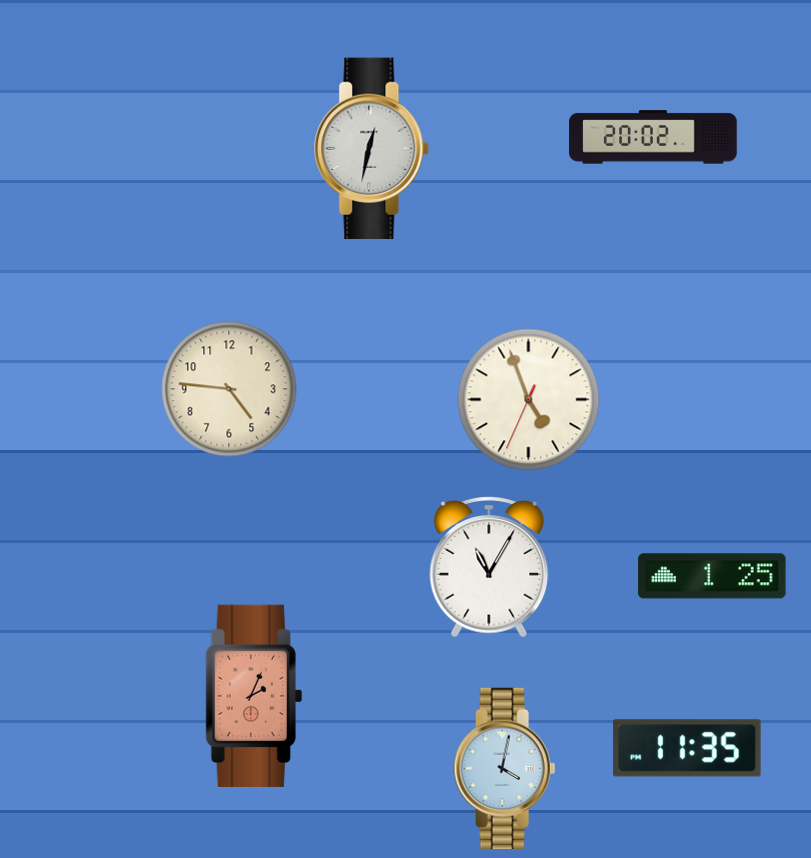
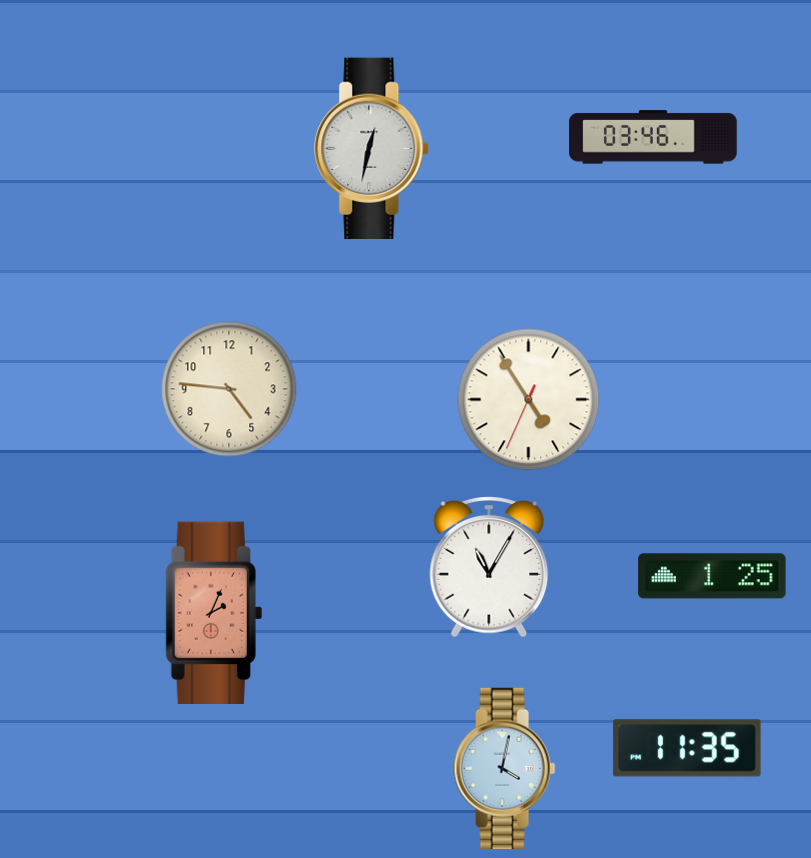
clock at (653, 137): 20:02 -> 03:46
clock at (529, 400): 4:56 -> 4:54
clock at (254, 696) position: (254, 696) -> (214, 613)
